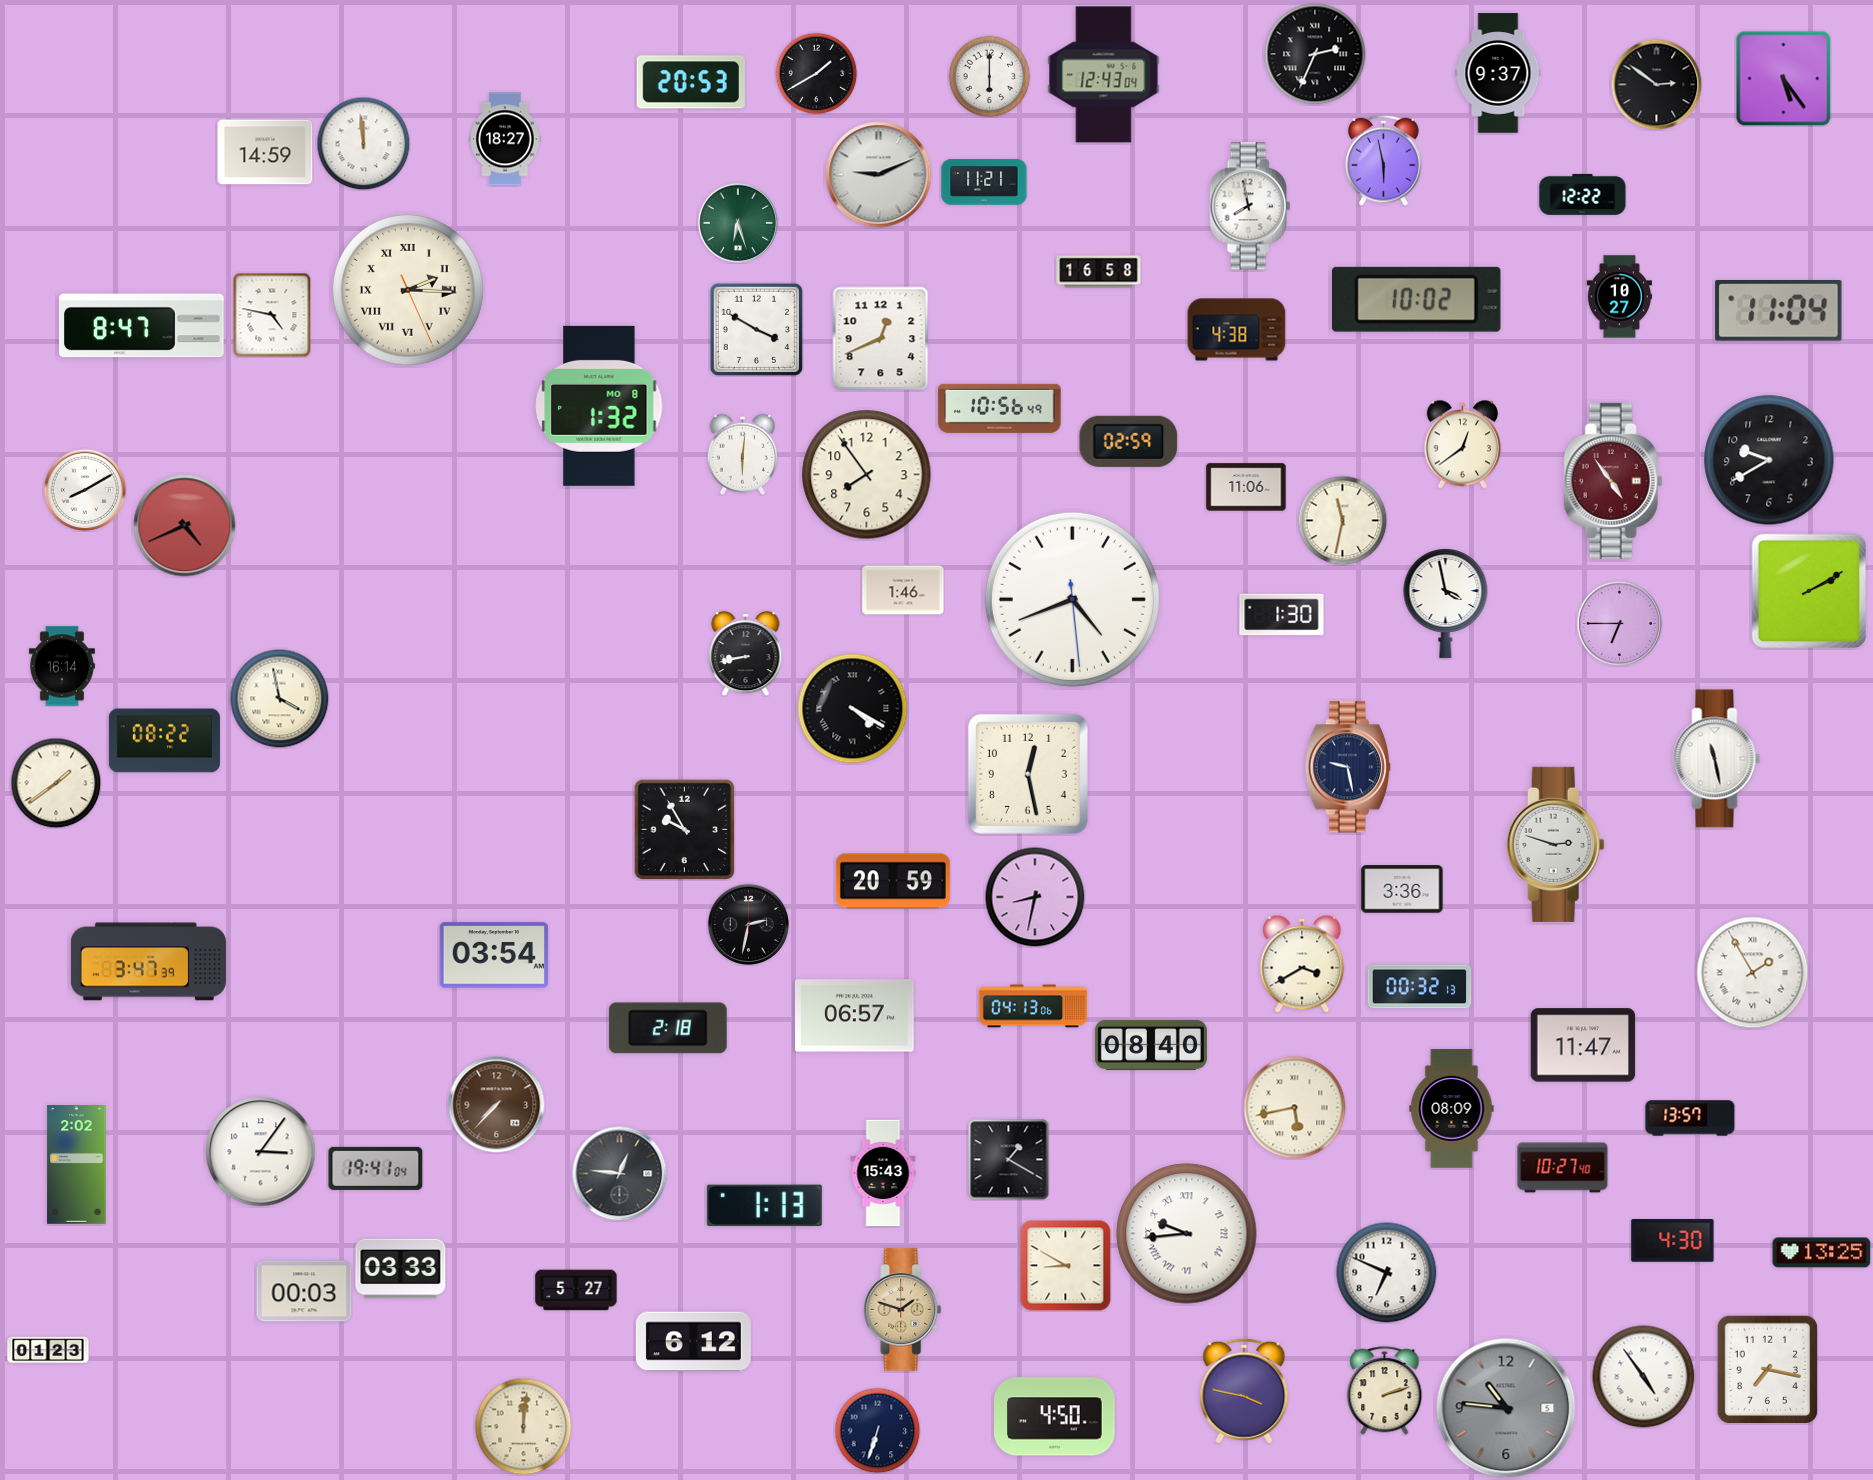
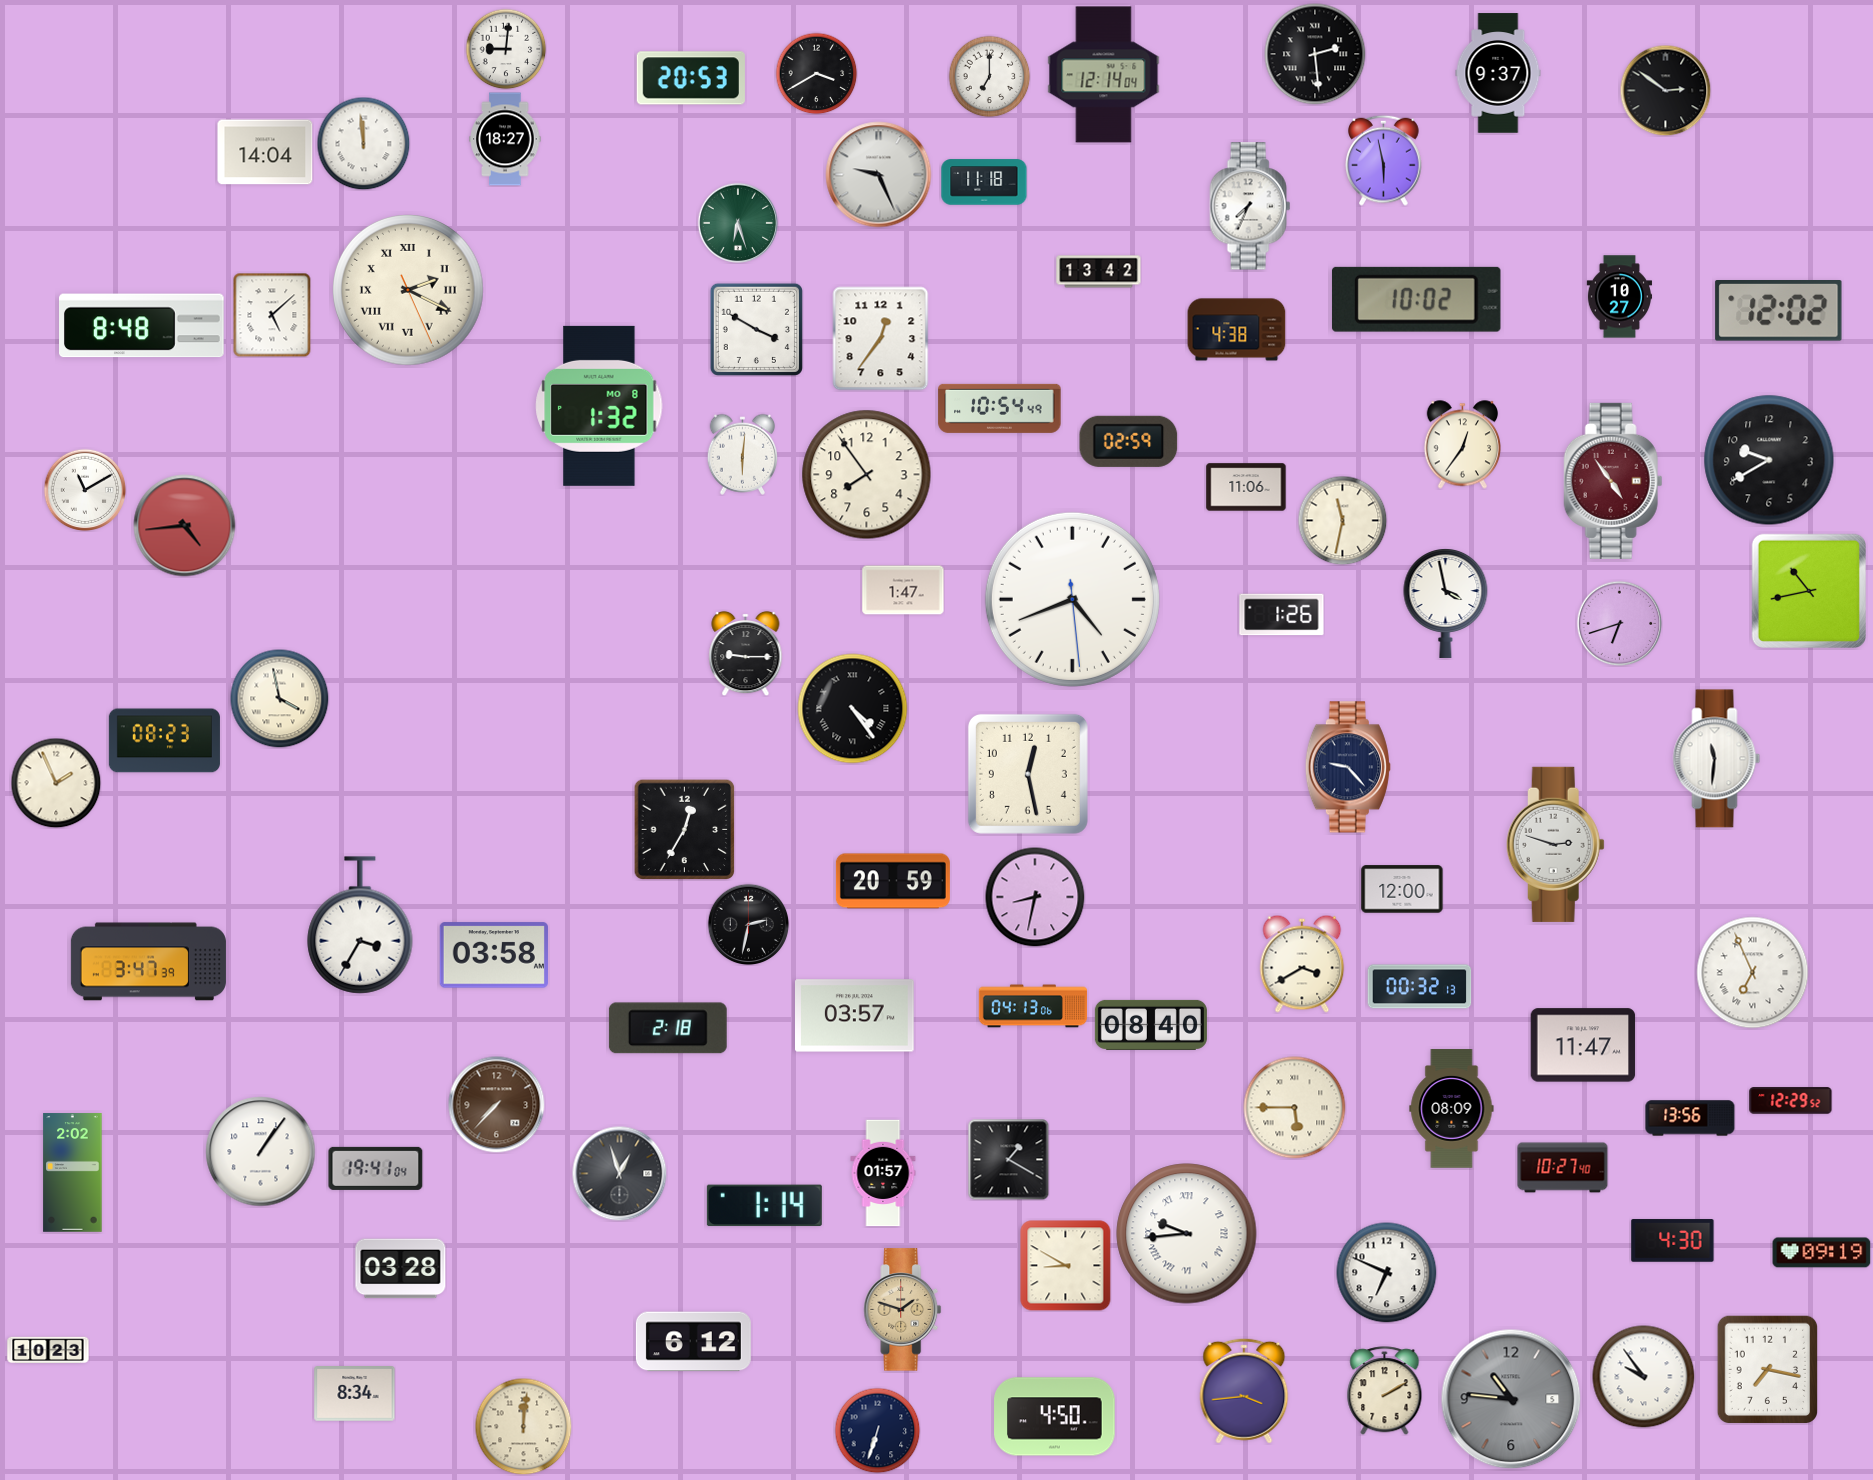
clock at (506, 49): none -> 9:01
clock at (1315, 54): 2:34 -> 2:29
clock at (816, 73): 1:40 -> 3:40
clock at (1104, 75): 12:43 -> 12:14
clock at (989, 76): 6:00 -> 7:00
clock at (1783, 78): 5:24 -> none
clock at (691, 82) position: (691, 82) -> (691, 78)
clock at (1656, 84) position: (1656, 84) -> (1665, 90)
clock at (265, 152): 14:59 -> 14:04
clock at (879, 175): 9:11 -> 9:26
clock at (984, 182): 11:21 -> 11:18
clock at (1583, 194): 12:22 -> none
clock at (1250, 206): 7:58 -> 7:34
clock at (1099, 272): 16:58 -> 13:42
clock at (409, 291): 2:15 -> 2:19
clock at (1779, 311): 11:04 -> 12:02
clock at (272, 315): 4:47 -> 5:08
clock at (142, 326): 8:47 -> 8:48
clock at (881, 339): 12:41 -> 12:36
clock at (1000, 408): 10:56 -> 10:54
clock at (1462, 445): 12:39 -> 12:36
clock at (85, 490): 8:10 -> 11:10
clock at (185, 526): 4:41 -> 4:44
clock at (903, 590): 1:46 -> 1:47
clock at (1809, 591): 2:10 -> 10:43
clock at (1282, 615): 1:30 -> 1:26
clock at (1619, 623): 6:45 -> 6:42
clock at (746, 653): 8:43 -> 9:15
clock at (62, 666): 16:14 -> none
clock at (853, 709): 4:20 -> 4:24
clock at (164, 741): 08:22 -> 08:23
clock at (1717, 759): 11:28 -> 11:31
clock at (1348, 767): 9:28 -> 9:23
clock at (56, 783): 1:39 -> 1:56
clock at (684, 829): 9:55 -> 12:35
clock at (1402, 889): 3:36 -> 12:00
clock at (360, 925): none -> 3:35
clock at (494, 955): 03:54 -> 03:58
clock at (1753, 973): 1:55 -> 6:56
clock at (855, 1016): 06:57 -> 03:57
clock at (1151, 1045) position: (1151, 1045) -> (1151, 1025)
clock at (1791, 1101): none -> 12:29
clock at (1295, 1108): 5:43 -> 5:45
clock at (1690, 1118): 13:57 -> 13:56
clock at (261, 1152): 3:06 -> 1:06
clock at (77, 1165) position: (77, 1165) -> (73, 1173)
clock at (619, 1173): 12:46 -> 12:57
clock at (883, 1173): 15:43 -> 01:57
clock at (764, 1206): 1:13 -> 1:14
clock at (1822, 1253): 13:25 -> 09:19
clock at (401, 1269): 03:33 -> 03:28
clock at (576, 1290): 5:27 -> none
clock at (304, 1291): 00:03 -> none
clock at (48, 1350): 01:23 -> 10:23
clock at (1644, 1377): 4:54 -> 9:54
clock at (1244, 1391): 3:47 -> 3:44
clock at (1385, 1391): 2:12 -> 2:10
clock at (355, 1394): none -> 8:34
clock at (1506, 1408) position: (1506, 1408) -> (1511, 1399)
